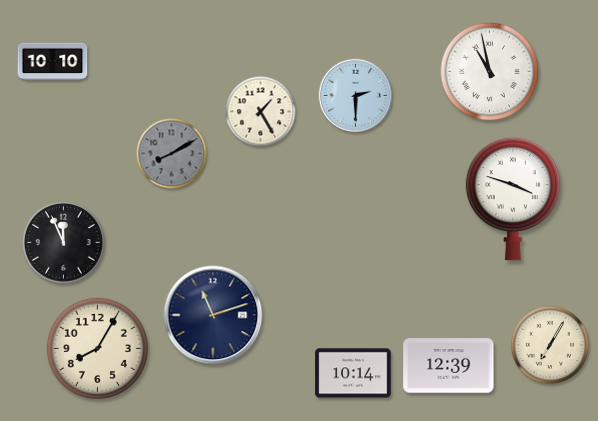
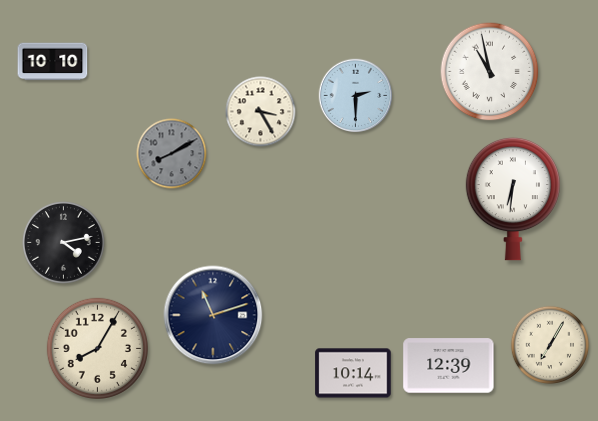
clock at (261, 112): 1:25 -> 3:25
clock at (513, 199): 3:48 -> 6:31
clock at (64, 243): 11:56 -> 4:13
